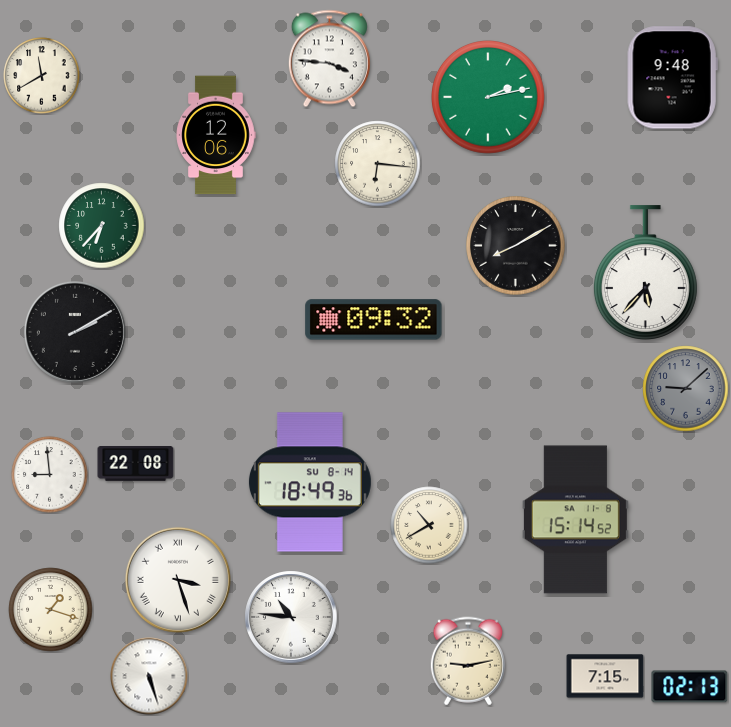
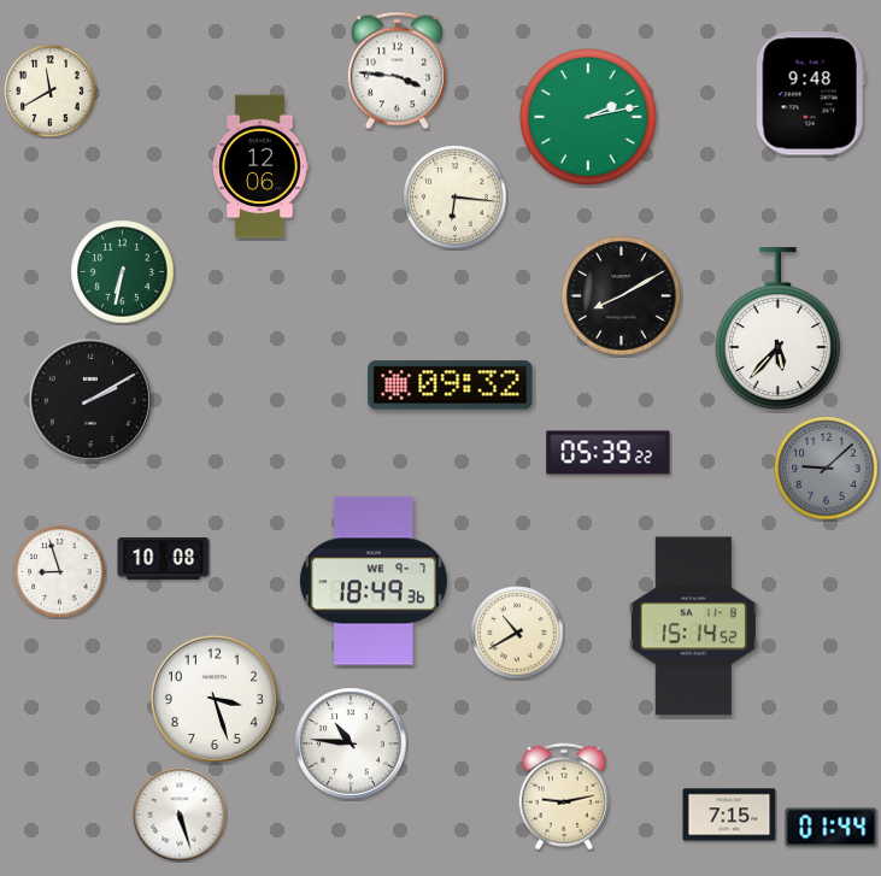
clock at (216, 135) position: (216, 135) -> (260, 166)
clock at (102, 226): 6:37 -> 6:32
clock at (609, 453): none -> 05:39
clock at (136, 464): 22:08 -> 10:08
clock at (50, 475): 8:59 -> 8:57
clock at (310, 482) date: SU 8-14 -> WE 9-7
clock at (178, 580) numerals: Roman -> Arabic
clock at (51, 610): 1:18 -> none
clock at (690, 687): 02:13 -> 01:44
